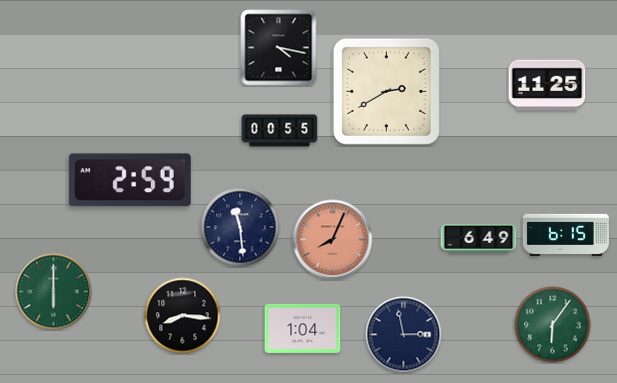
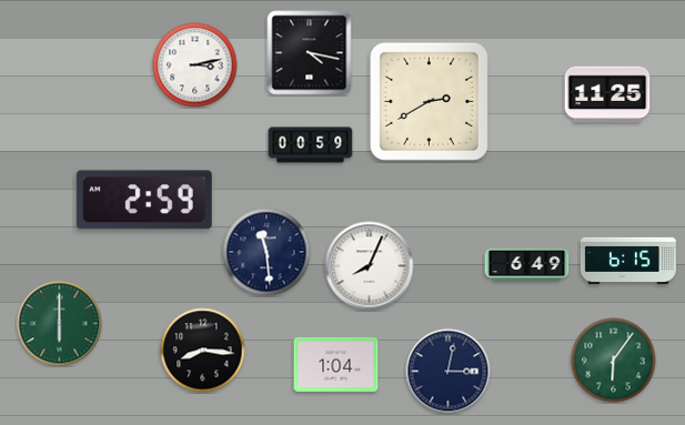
clock at (195, 65): none -> 3:13
clock at (280, 131): 00:55 -> 00:59
clock at (479, 238) position: (479, 238) -> (527, 264)
clock at (333, 240) dial: salmon -> white
clock at (404, 335): 2:58 -> 3:02
